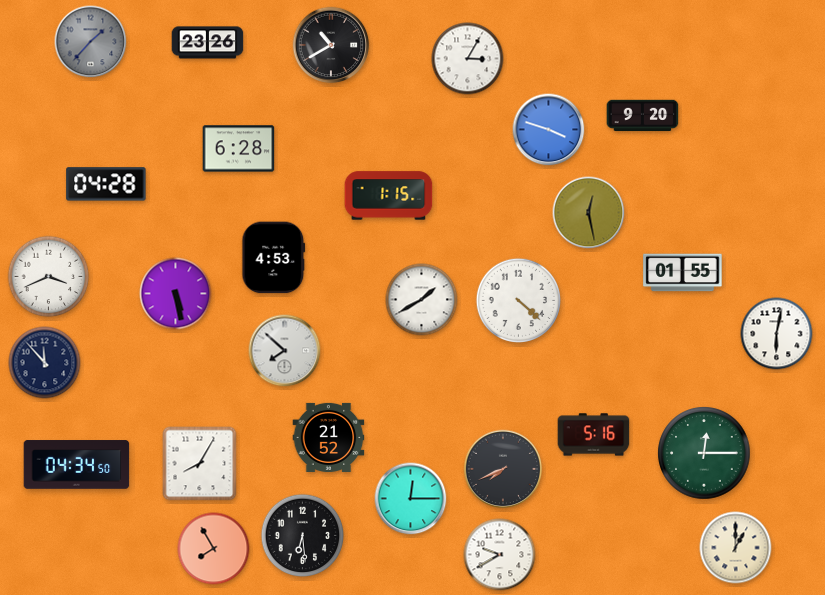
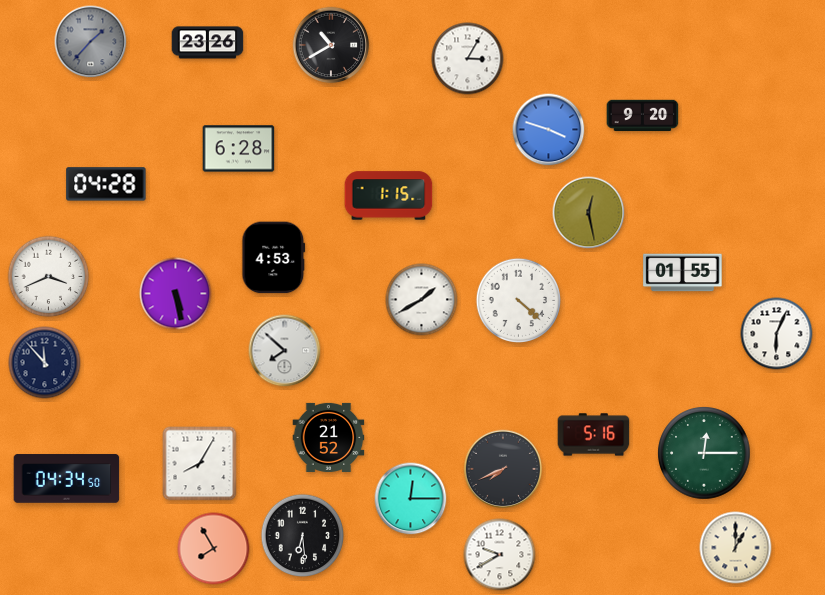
clock at (777, 334): 6:02 -> 6:04
clock at (77, 465) position: (77, 465) -> (67, 479)
